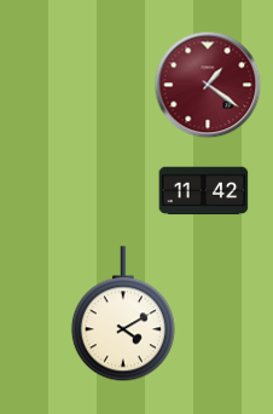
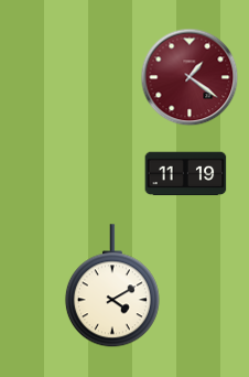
clock at (204, 191): 11:42 -> 11:19
